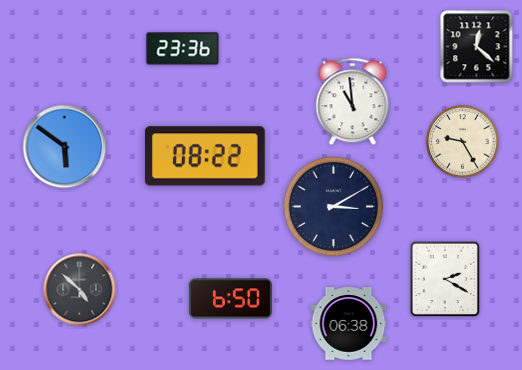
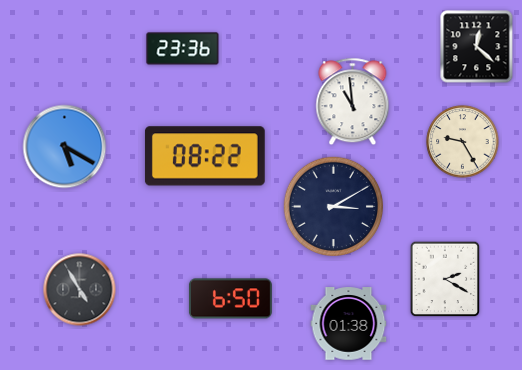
clock at (65, 147): 5:51 -> 5:20
clock at (80, 290): 4:52 -> 4:55
clock at (349, 324): 06:38 -> 01:38
